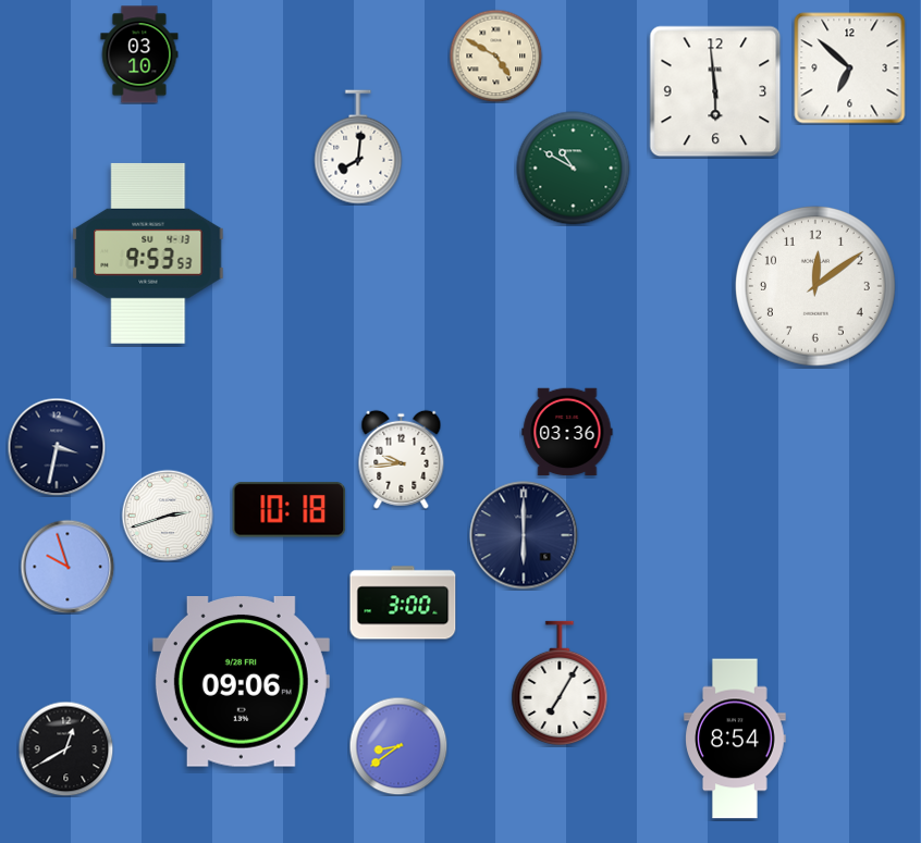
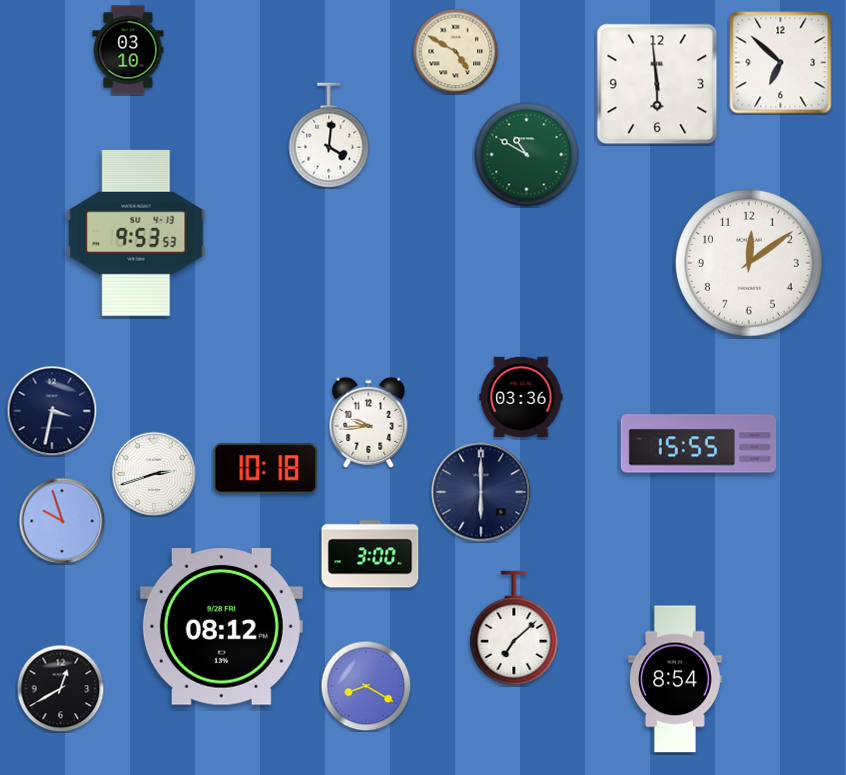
clock at (358, 147): 8:01 -> 4:01
clock at (699, 444): none -> 15:55
clock at (241, 682): 09:06 -> 08:12
clock at (560, 682): 7:05 -> 7:08
clock at (398, 746): 8:39 -> 8:20
